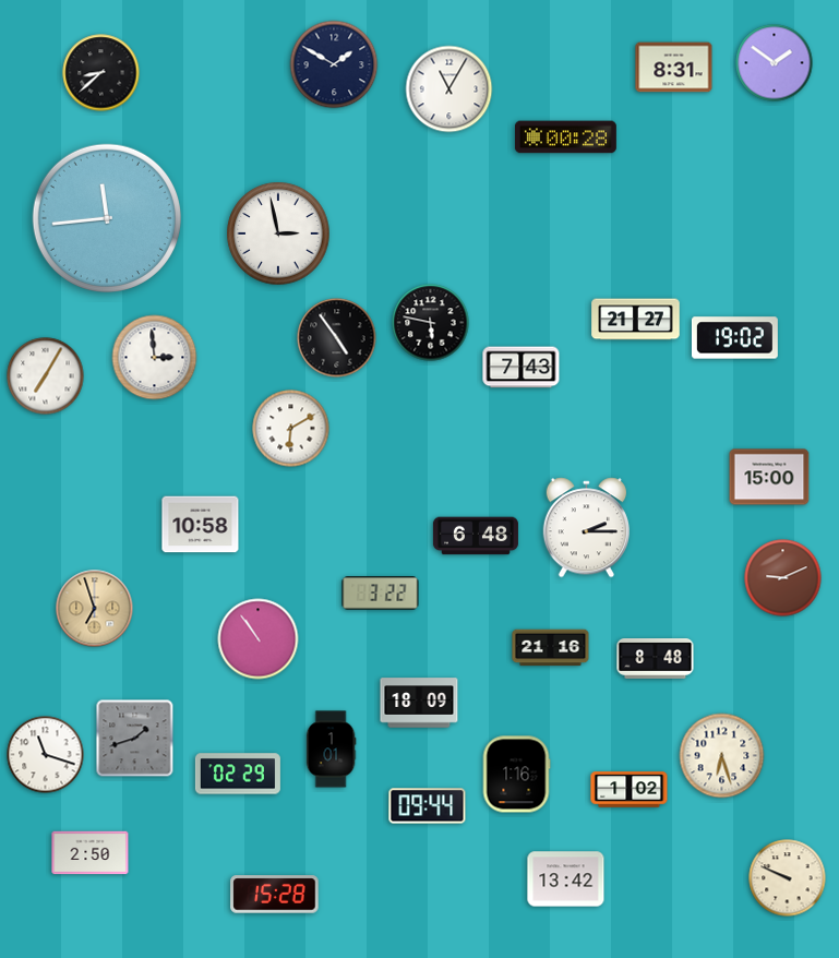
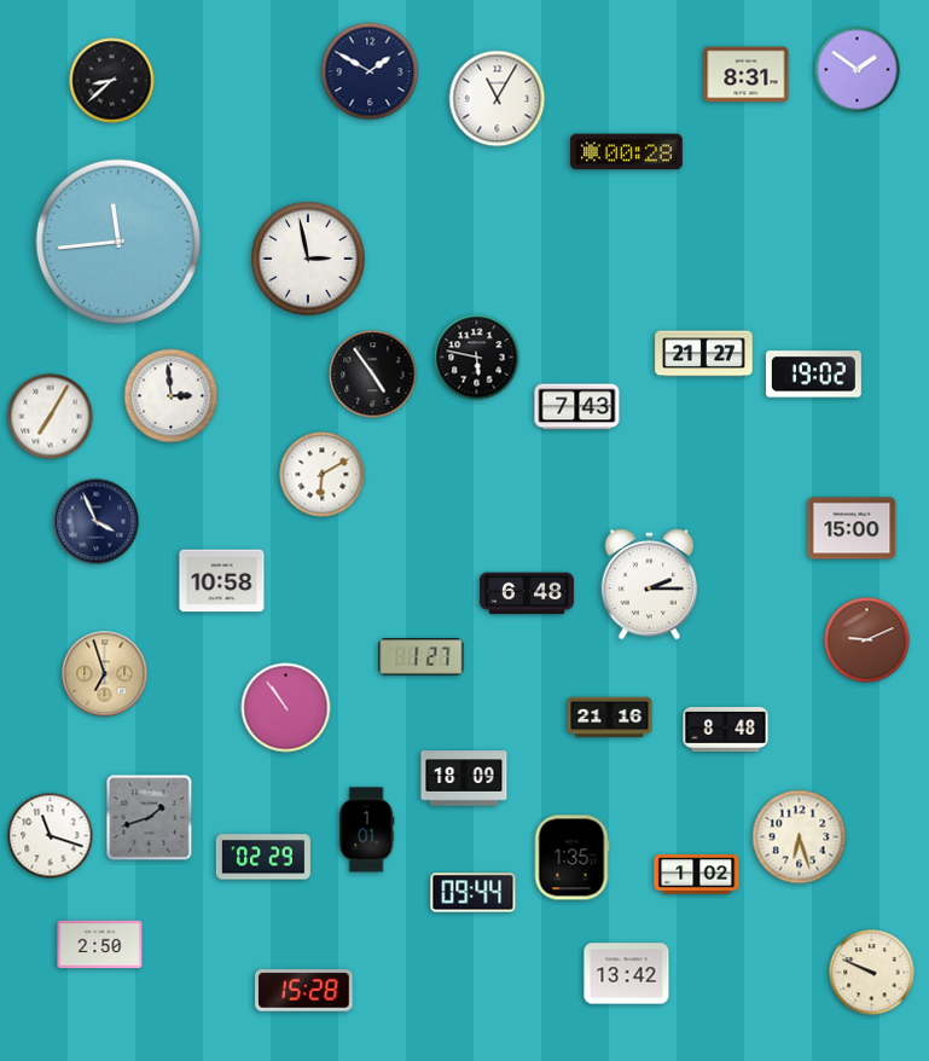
clock at (97, 522): none -> 3:56
clock at (381, 594): 3:22 -> 1:27
clock at (516, 775): 1:16 -> 1:35
